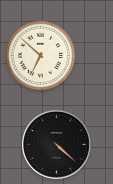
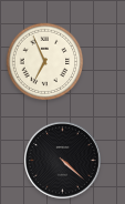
clock at (41, 56): 6:52 -> 6:56
